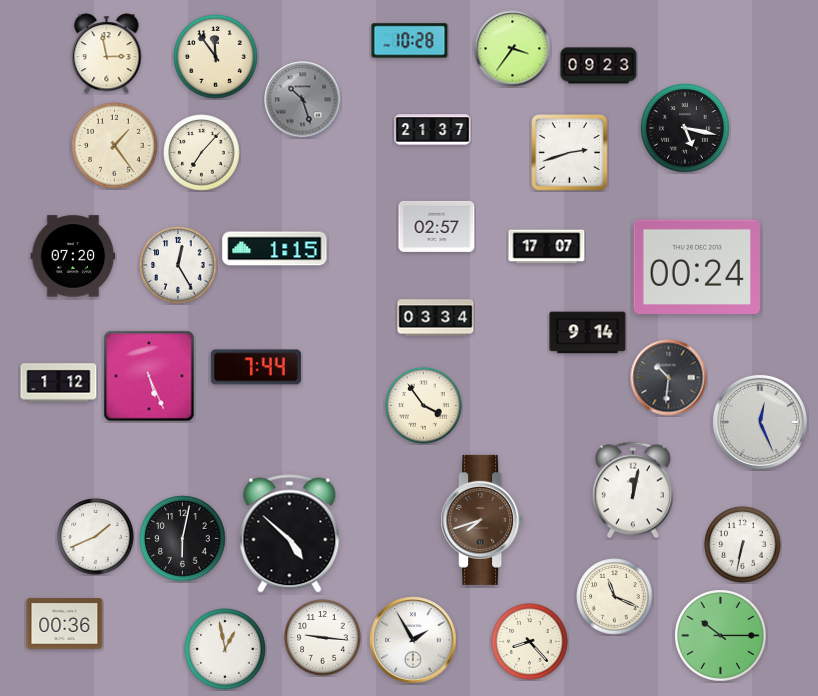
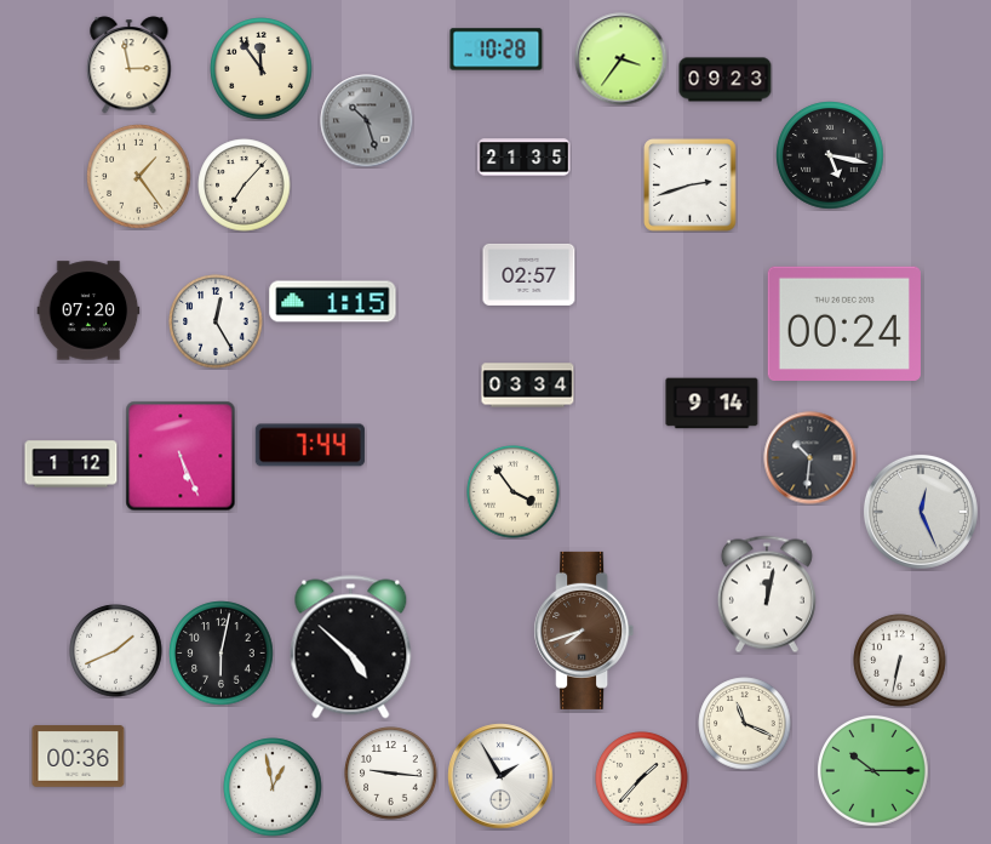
clock at (433, 130): 21:37 -> 21:35
clock at (547, 247): 17:07 -> none
clock at (530, 642): 8:23 -> 1:37
